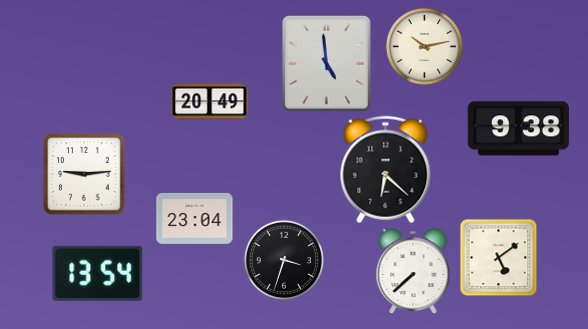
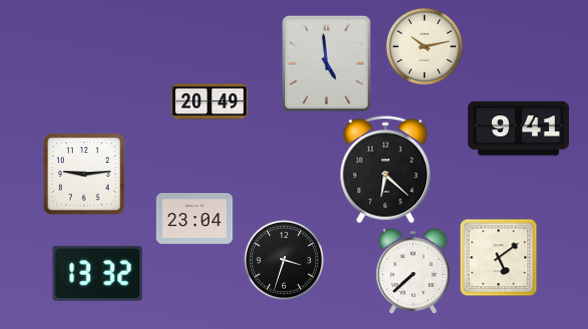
clock at (518, 129): 9:38 -> 9:41
clock at (98, 273): 13:54 -> 13:32
